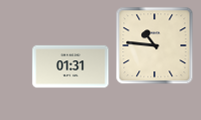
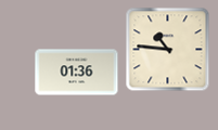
clock at (71, 67): 01:31 -> 01:36
